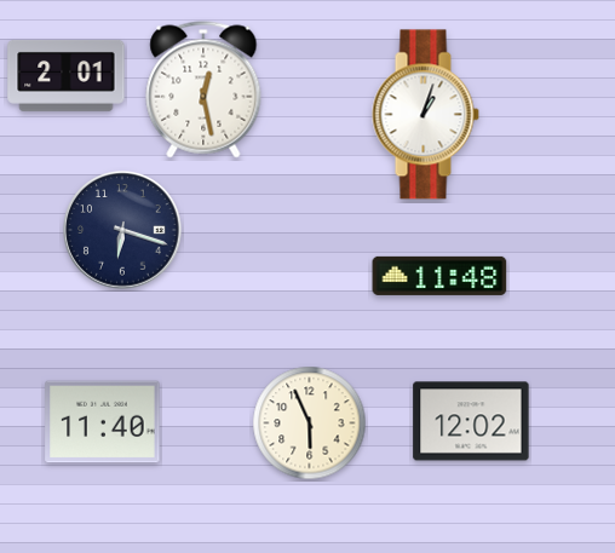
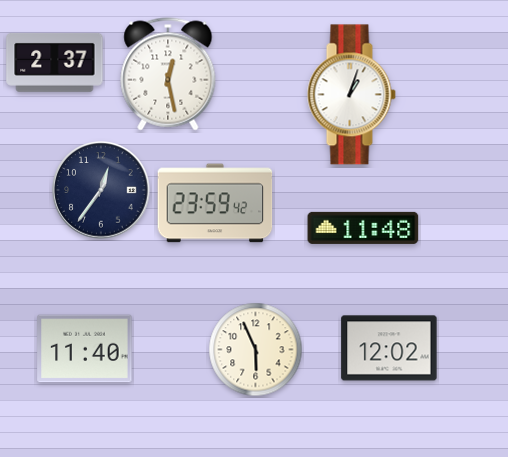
clock at (67, 75): 2:01 -> 2:37
clock at (122, 230): 6:18 -> 12:36
clock at (215, 203): none -> 23:59
